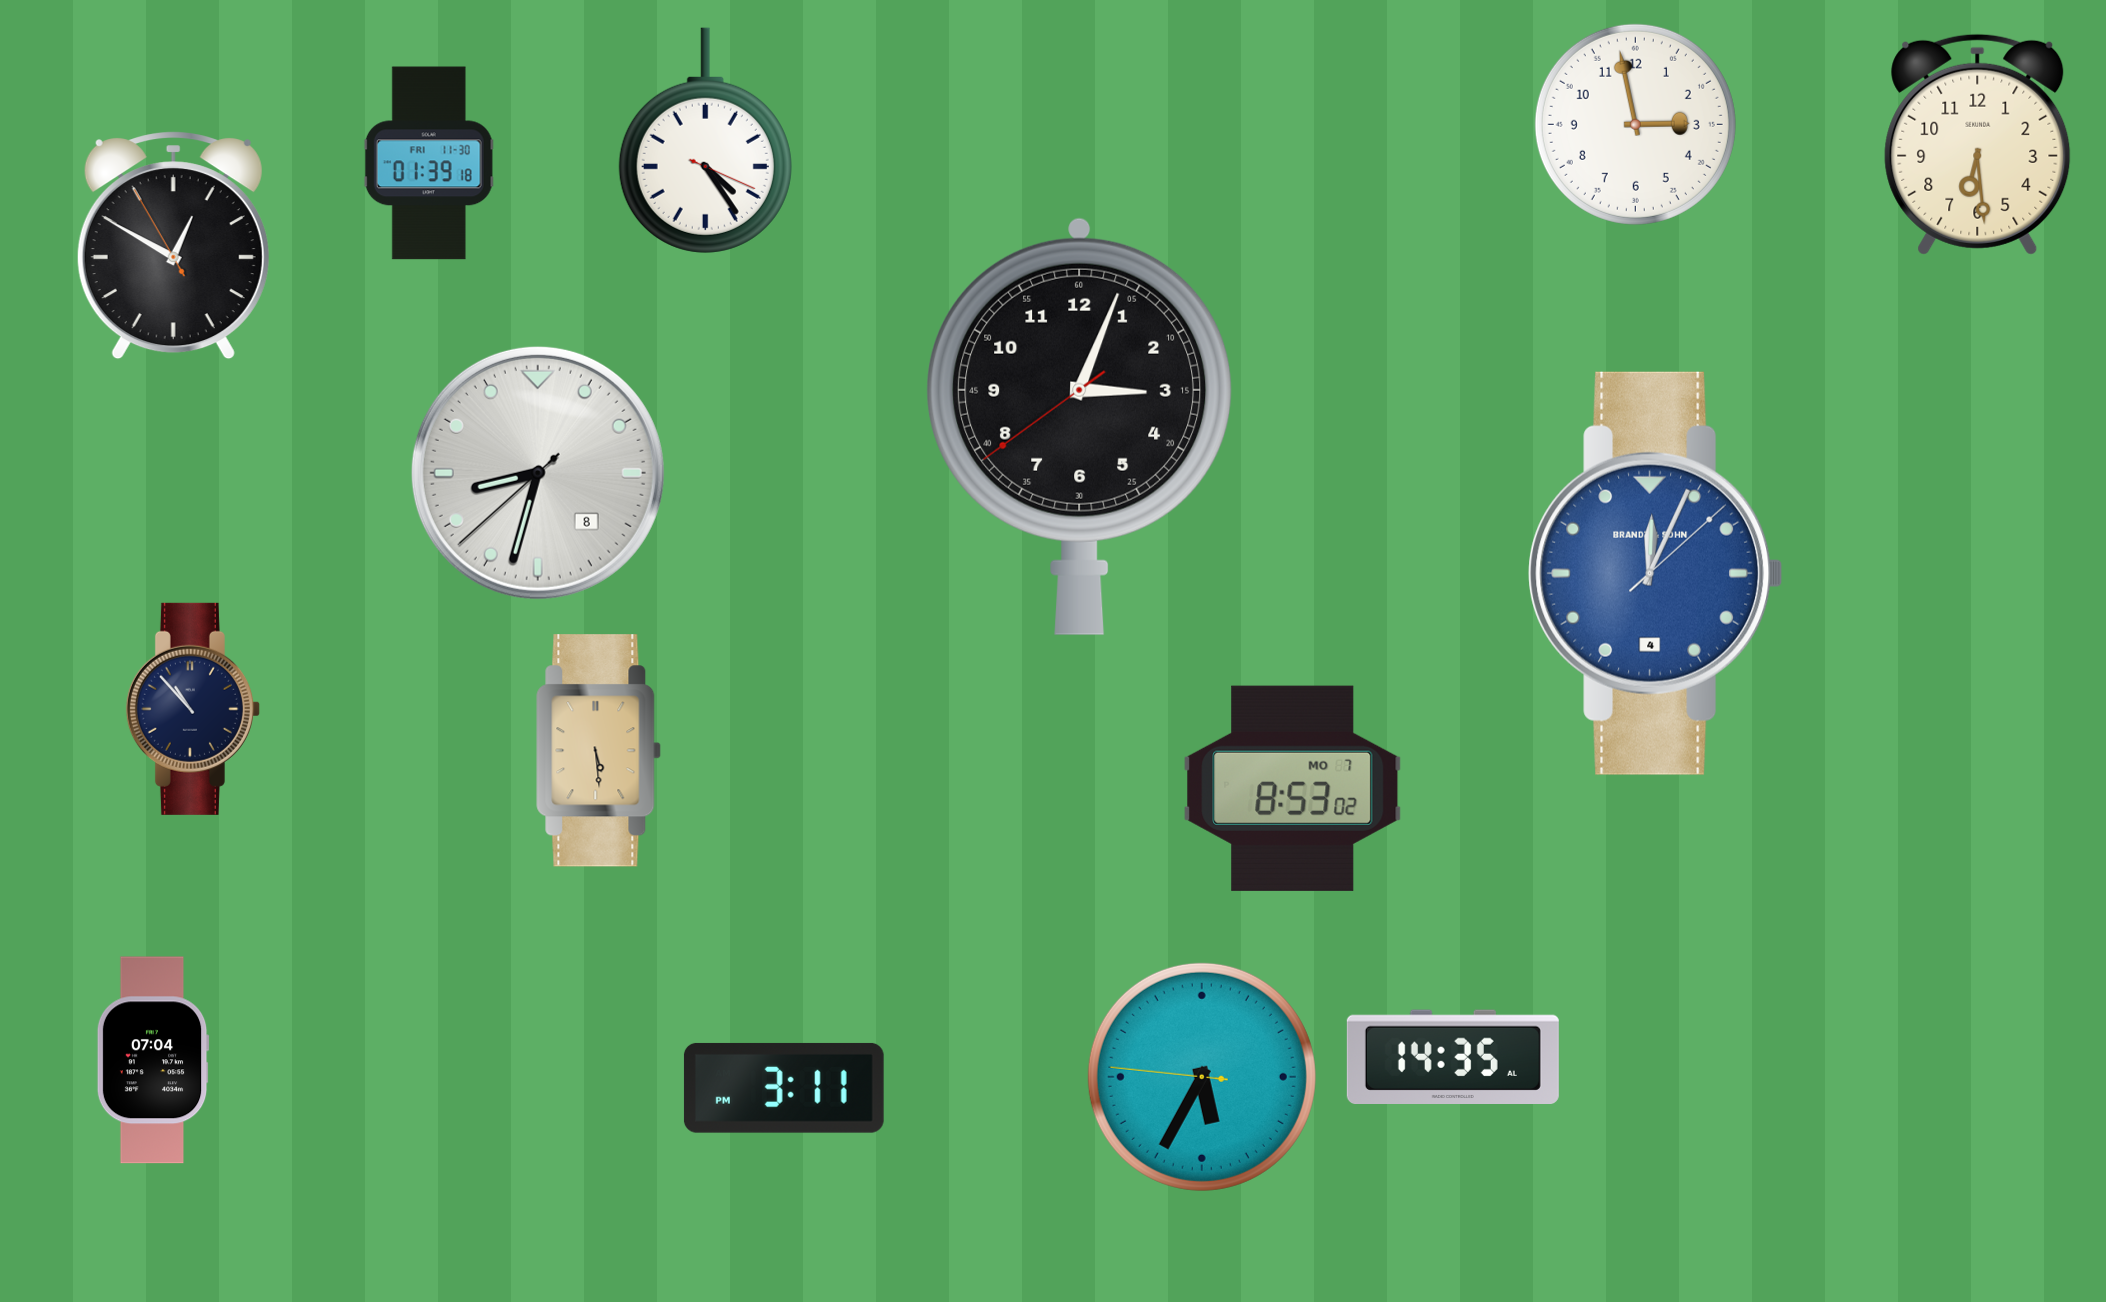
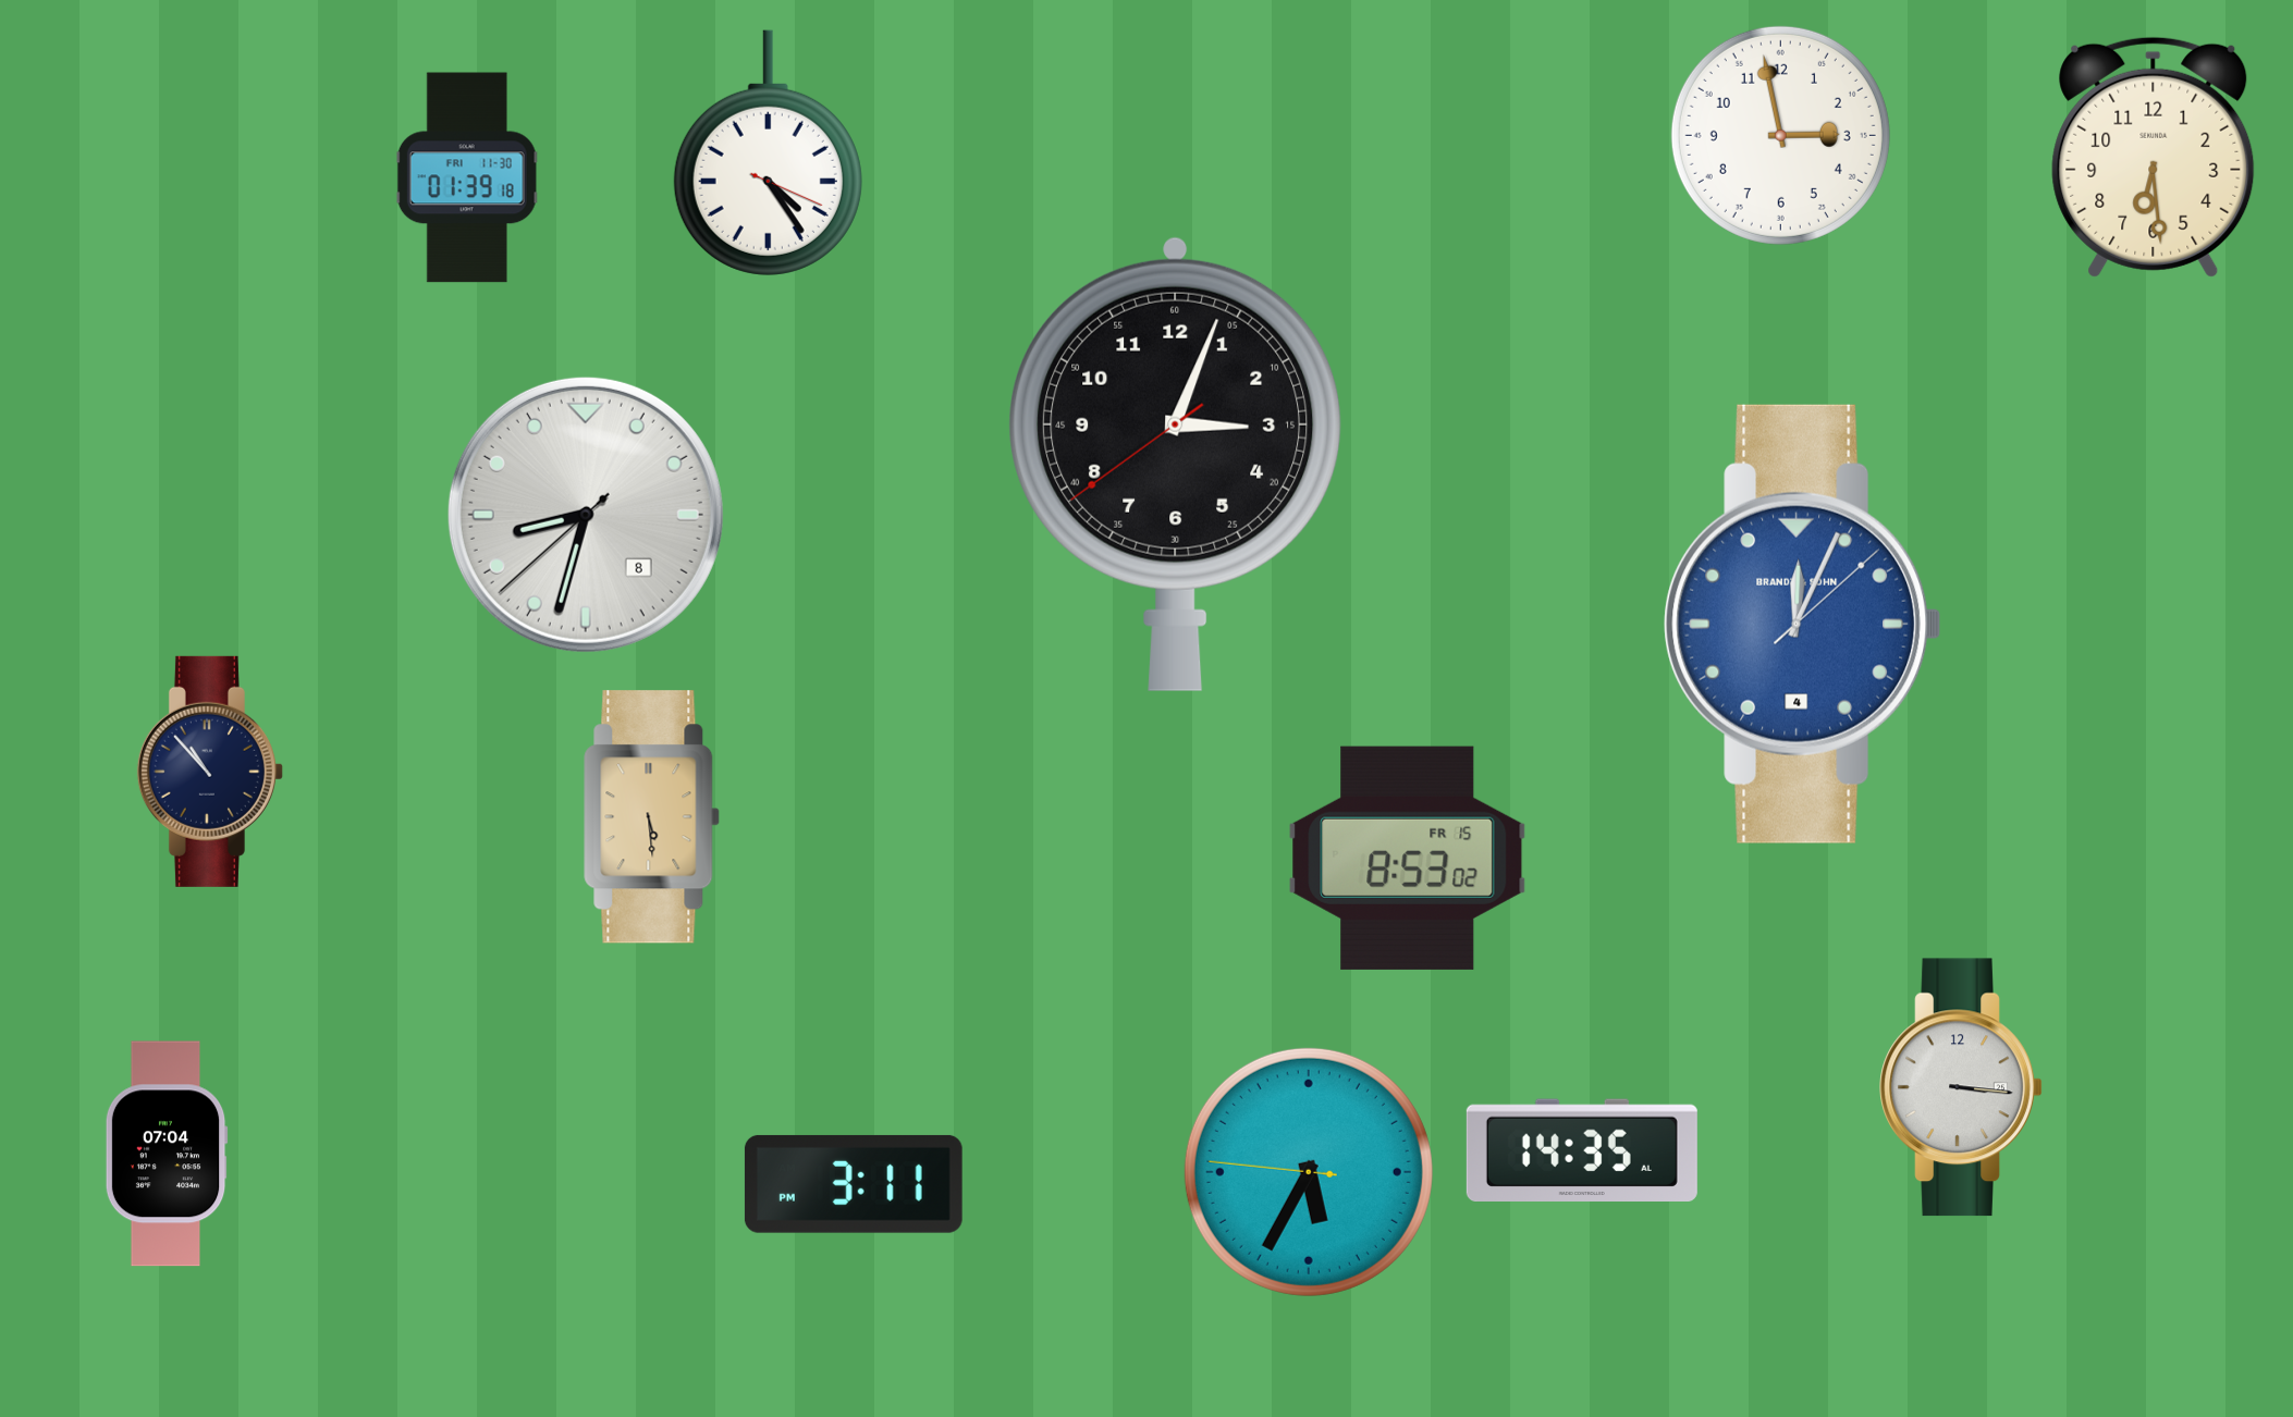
clock at (173, 246): 12:49 -> none
clock at (1293, 788) date: MO 7 -> FR 15
clock at (1961, 1087): none -> 3:16
